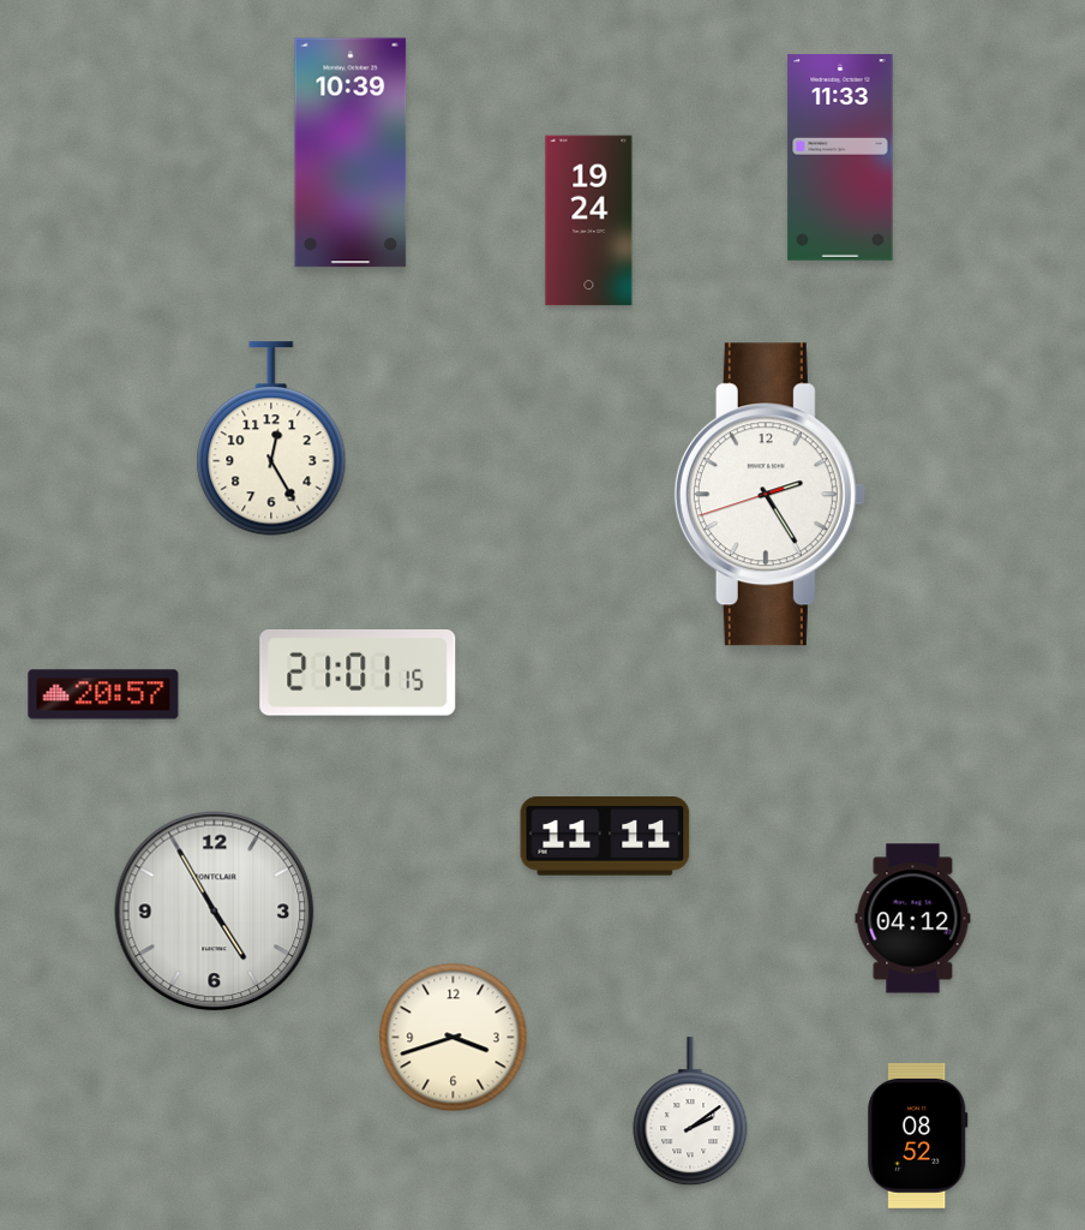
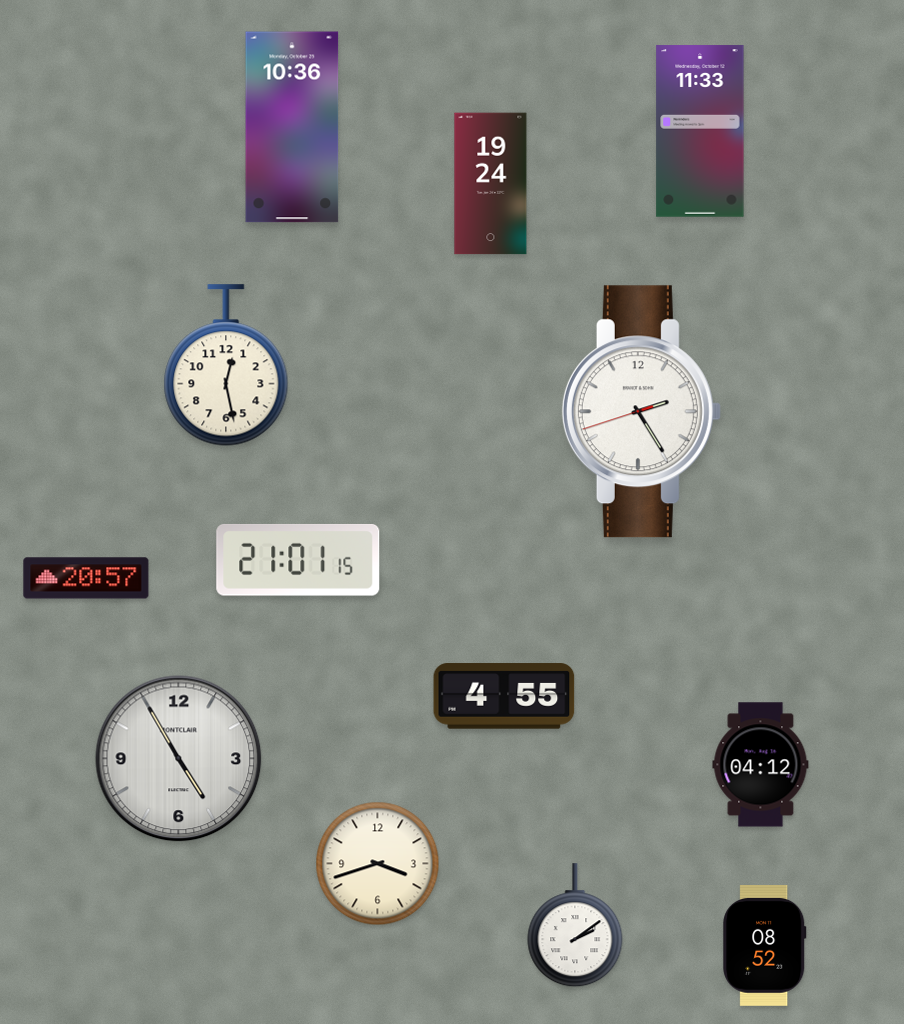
clock at (350, 153): 10:39 -> 10:36
clock at (271, 438): 12:25 -> 12:28
clock at (605, 836): 11:11 -> 4:55
